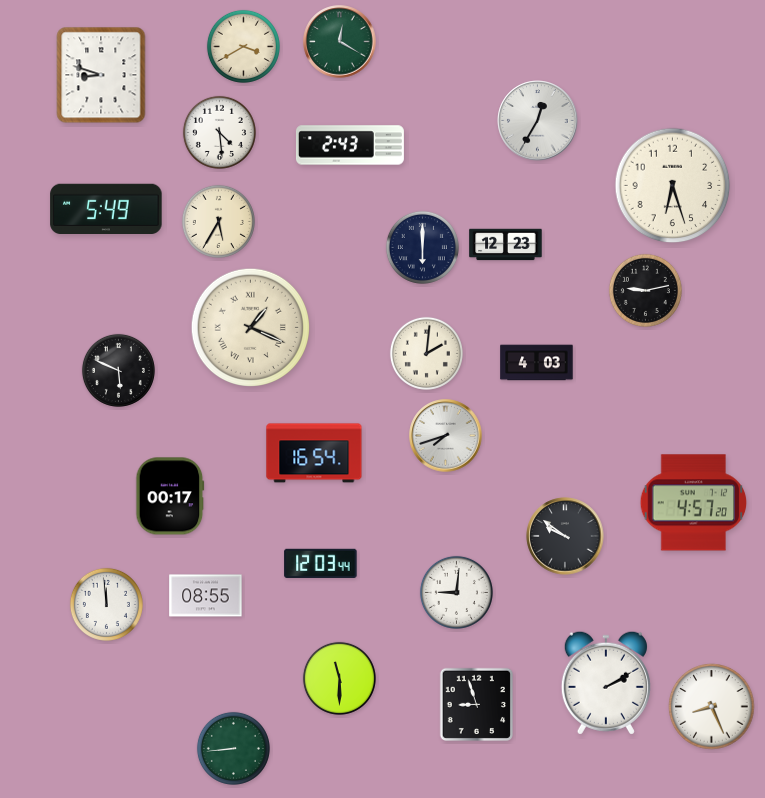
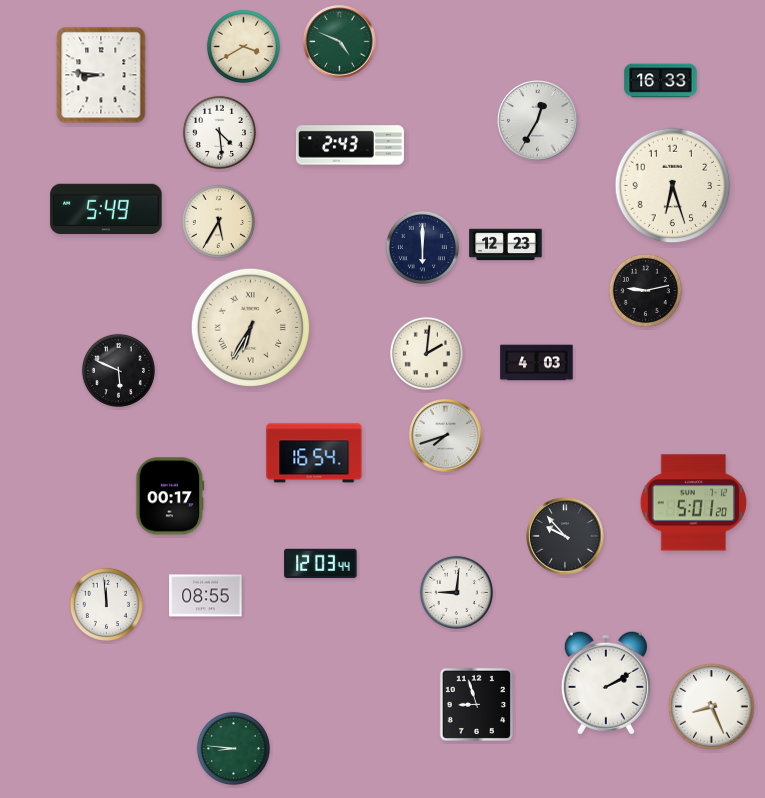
clock at (340, 42): 12:20 -> 4:49
clock at (101, 75): 8:48 -> 8:46
clock at (661, 81): none -> 16:33
clock at (250, 327): 1:19 -> 6:35
clock at (694, 503): 4:57 -> 5:01
clock at (565, 536): 9:51 -> 9:53
clock at (339, 678): 11:30 -> none
clock at (233, 748): 8:44 -> 8:46
